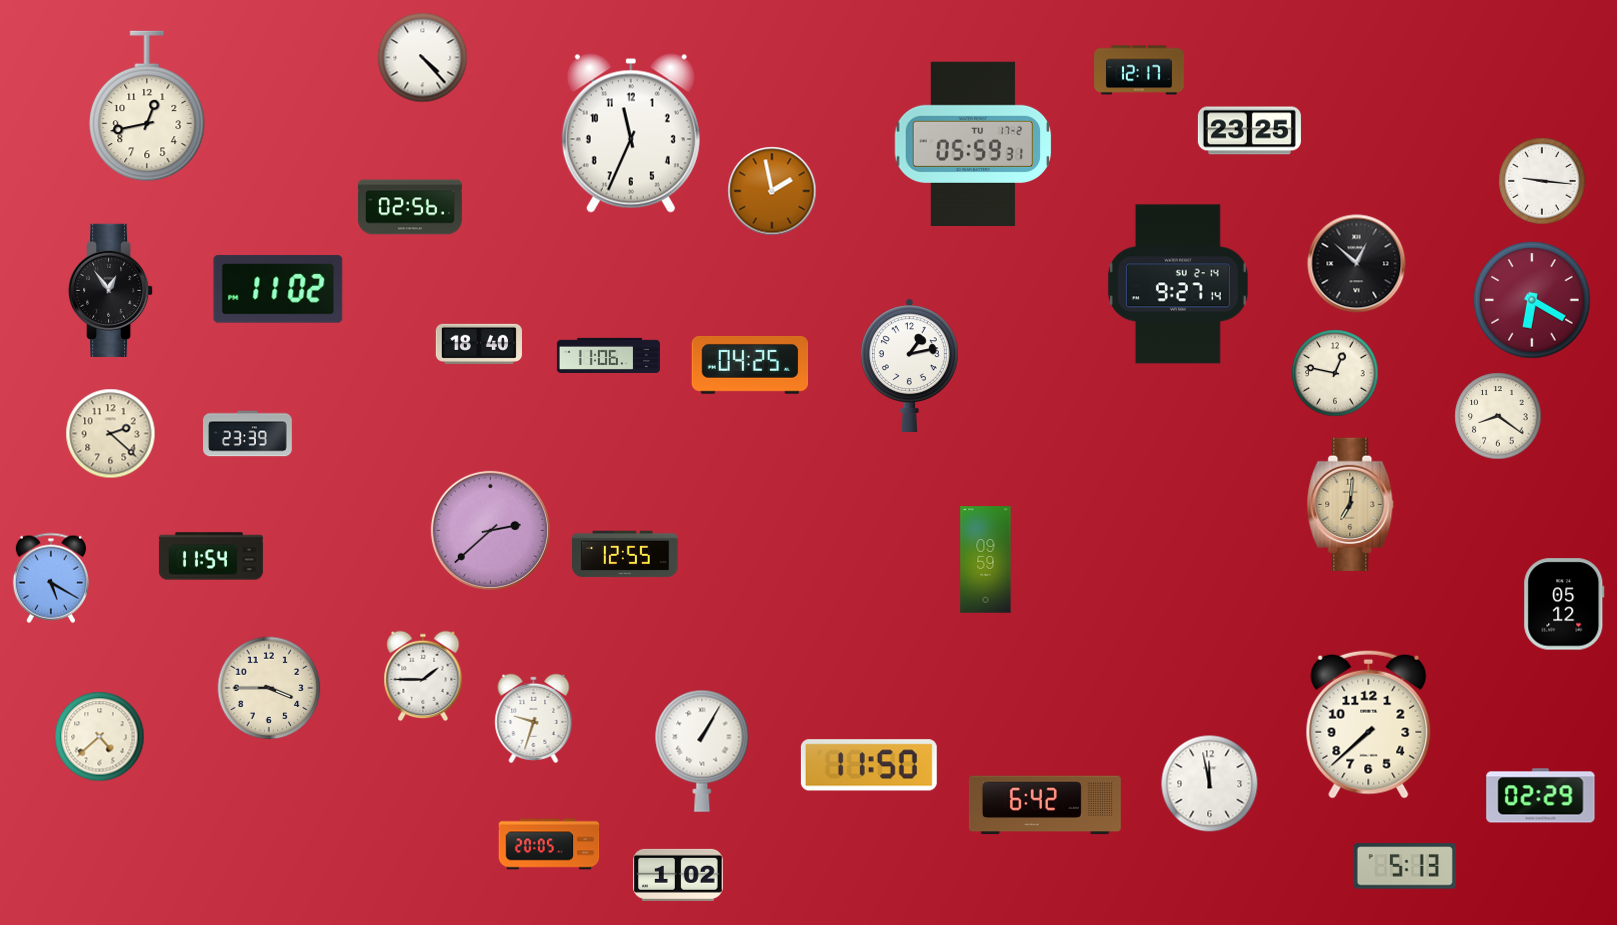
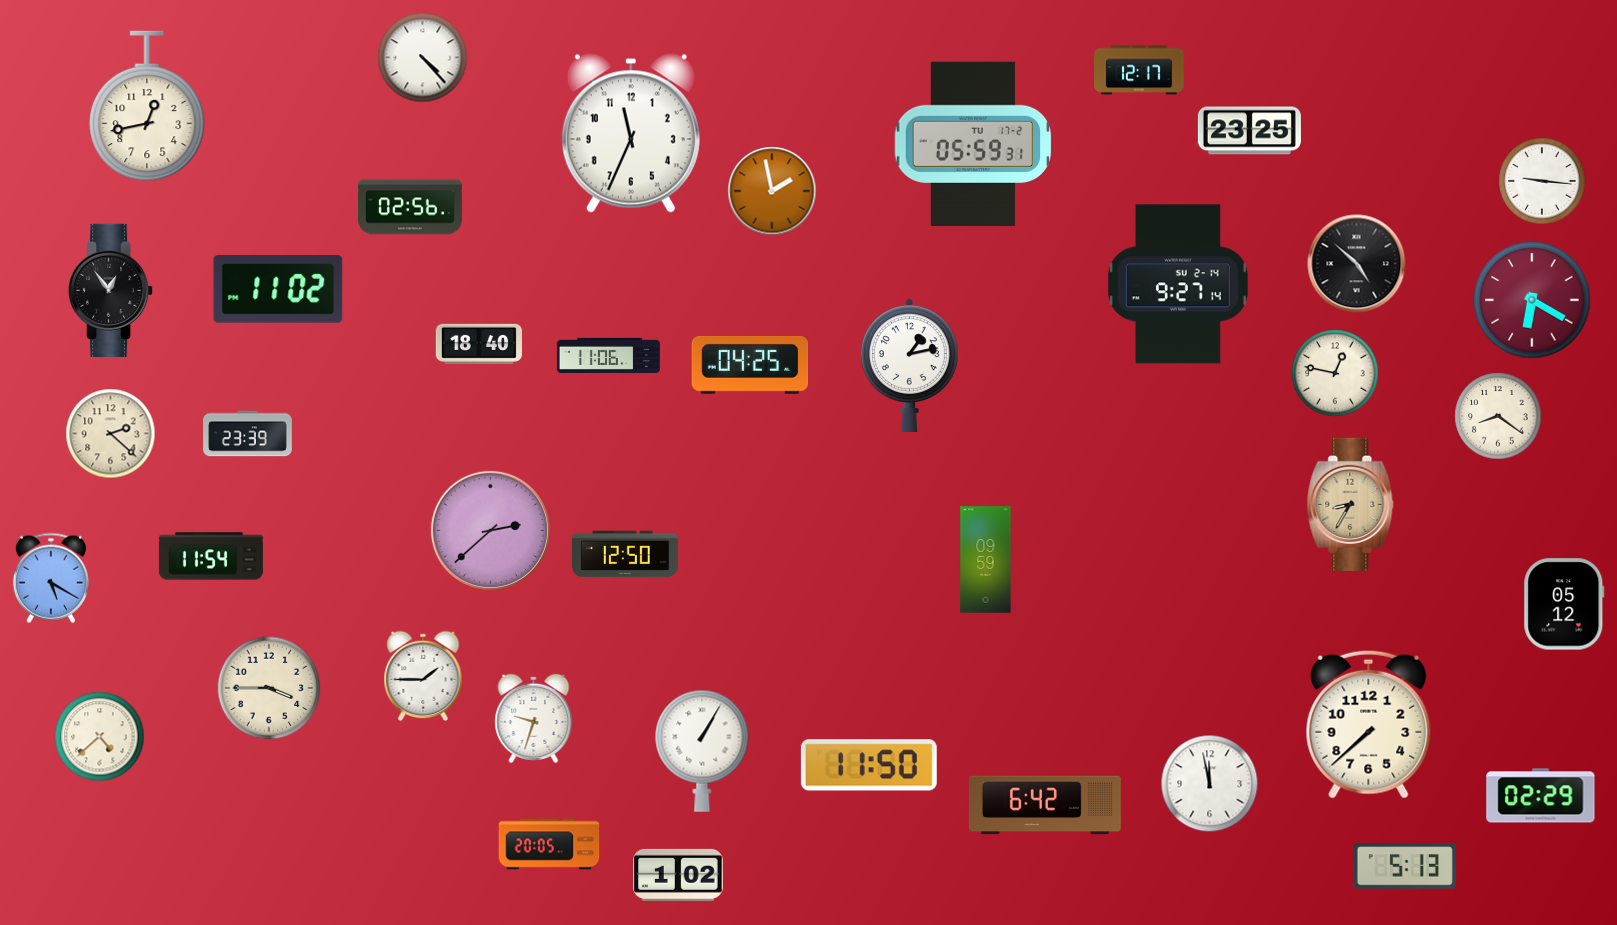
clock at (1357, 264): 12:52 -> 4:52
clock at (1351, 504): 7:01 -> 8:35
clock at (625, 554): 12:55 -> 12:50
